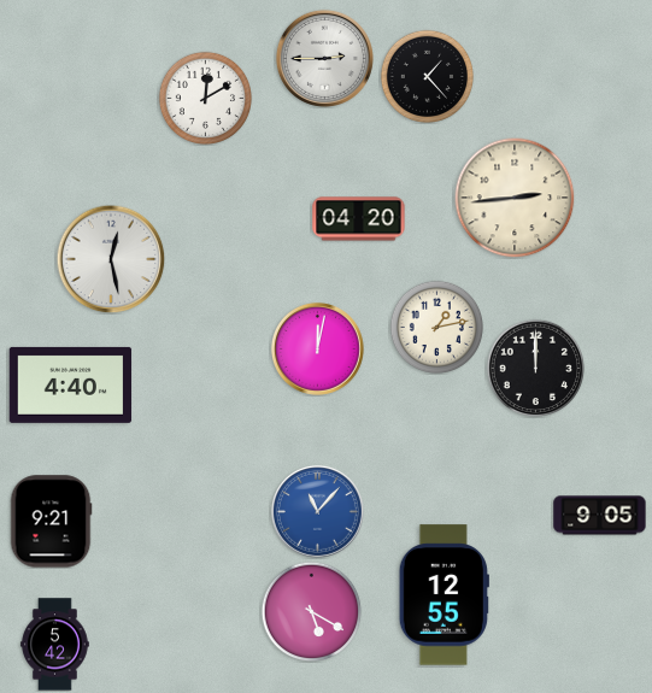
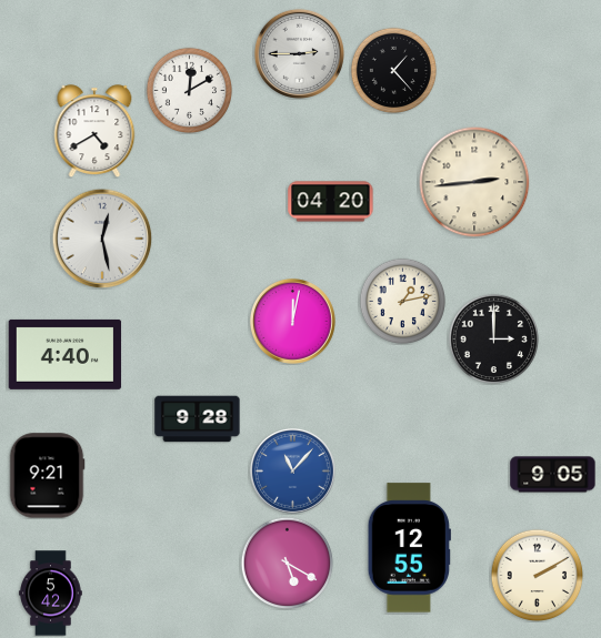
clock at (94, 131): none -> 4:40
clock at (535, 368): 12:00 -> 3:00
clock at (198, 419): none -> 9:28
clock at (51, 522) position: (51, 522) -> (47, 476)
clock at (537, 575): none -> 2:10
